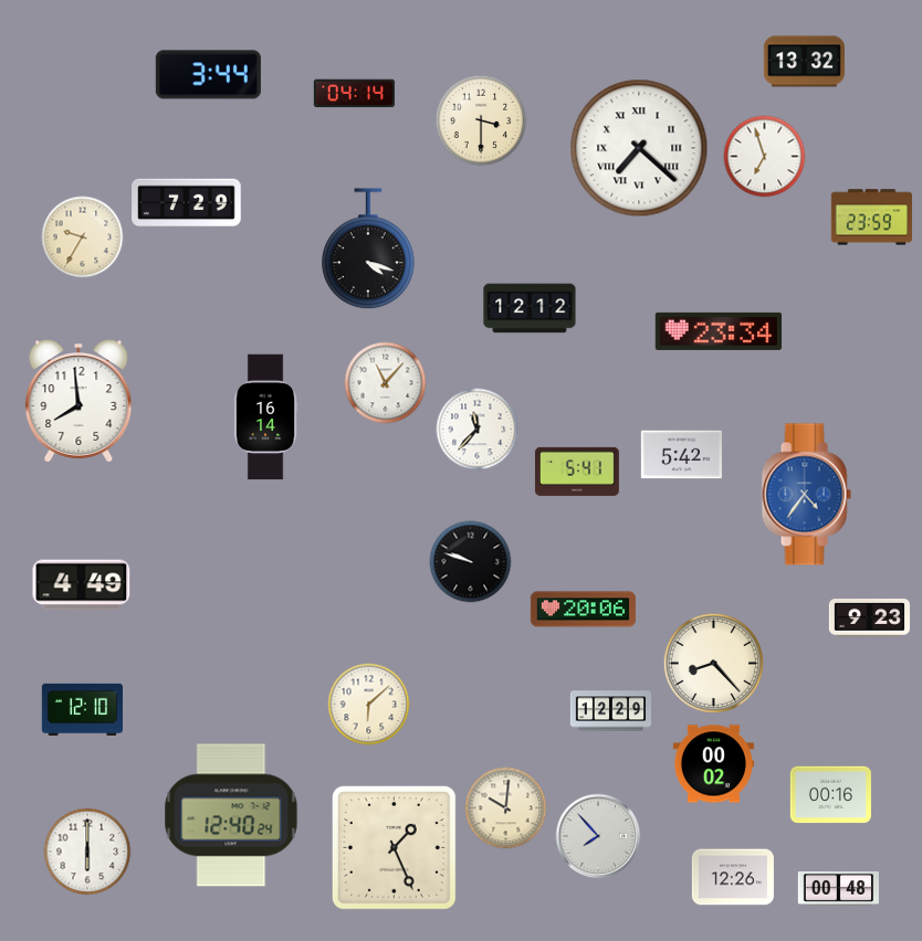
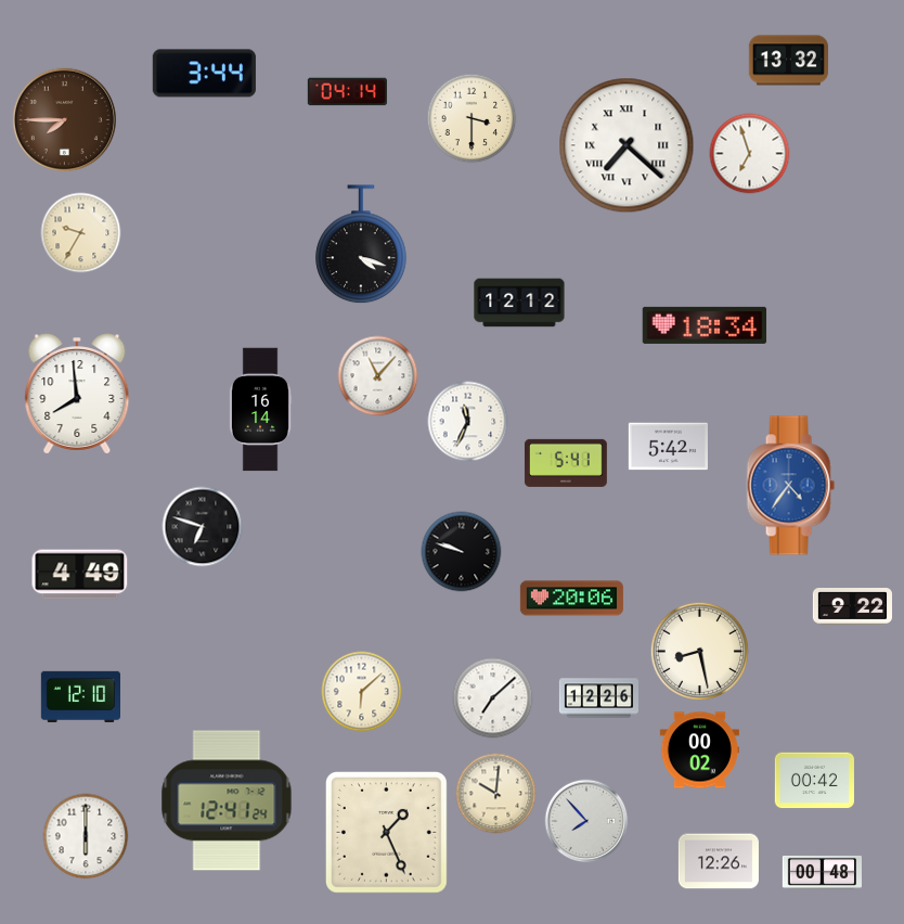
clock at (64, 119): none -> 7:45
clock at (187, 203): 7:29 -> none
clock at (871, 218): 23:59 -> none
clock at (719, 331): 23:34 -> 18:34
clock at (478, 430): 11:37 -> 11:34
clock at (203, 527): none -> 6:48
clock at (869, 618): 9:23 -> 9:22
clock at (713, 663): 8:23 -> 8:28
clock at (493, 698): none -> 7:08
clock at (610, 711): 12:29 -> 12:26
clock at (830, 795): 00:16 -> 00:42
clock at (231, 815): 12:40 -> 12:41
